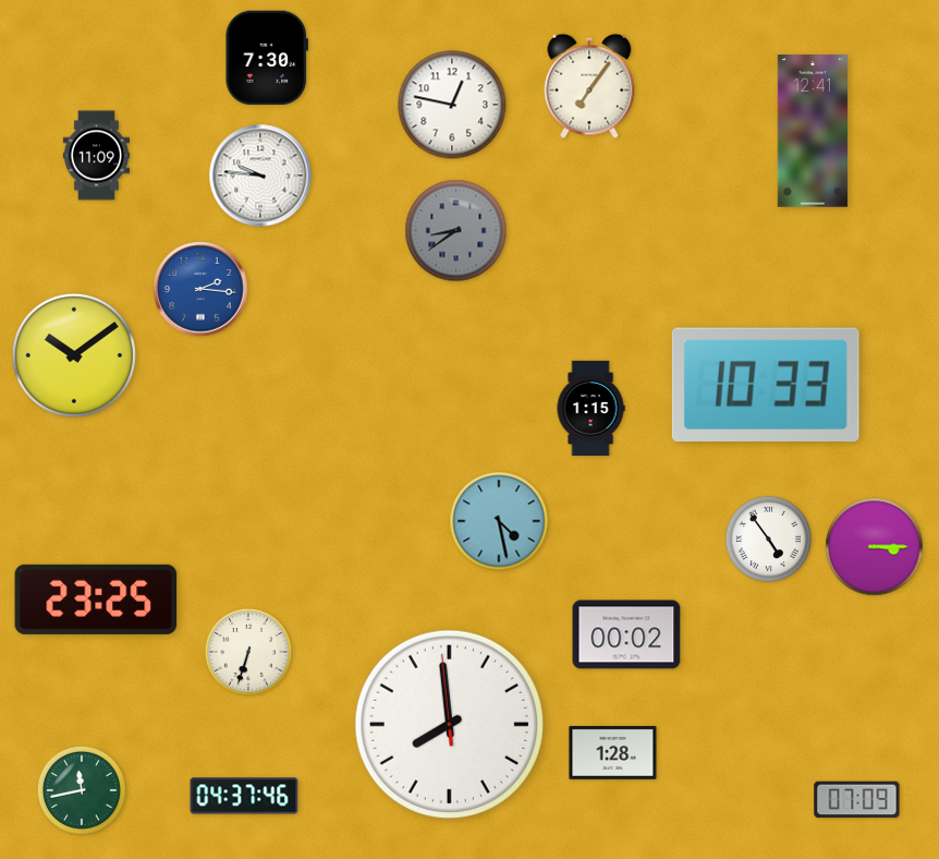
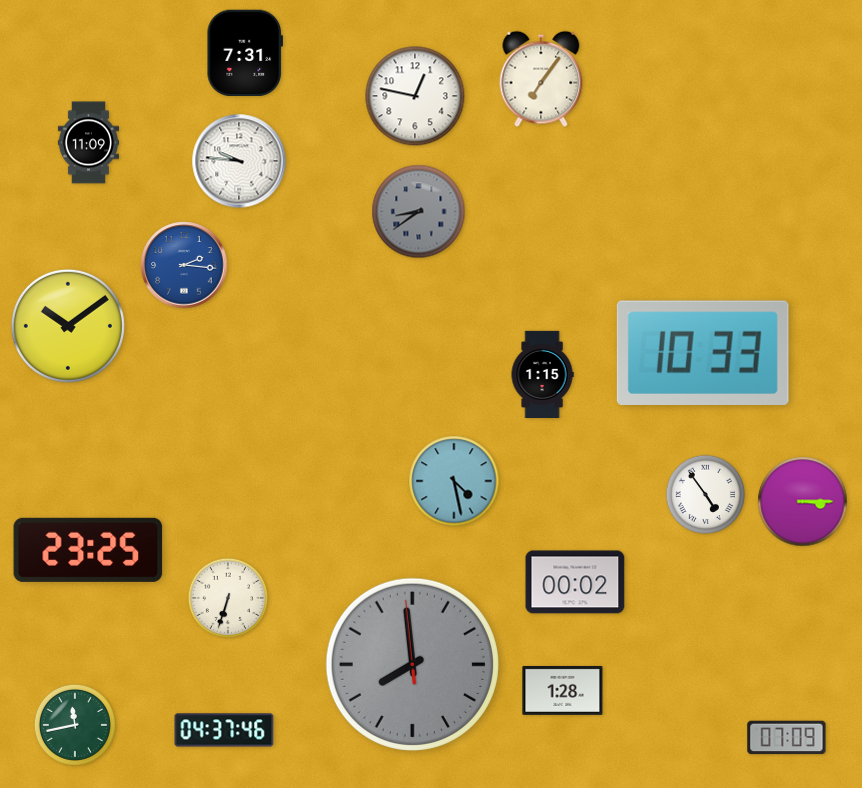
clock at (266, 58): 7:30 -> 7:31
clock at (813, 131): 12:41 -> none
clock at (499, 521) position: (499, 521) -> (454, 481)
clock at (449, 724) dial: white -> grey
clock at (857, 800) position: (857, 800) -> (787, 738)
